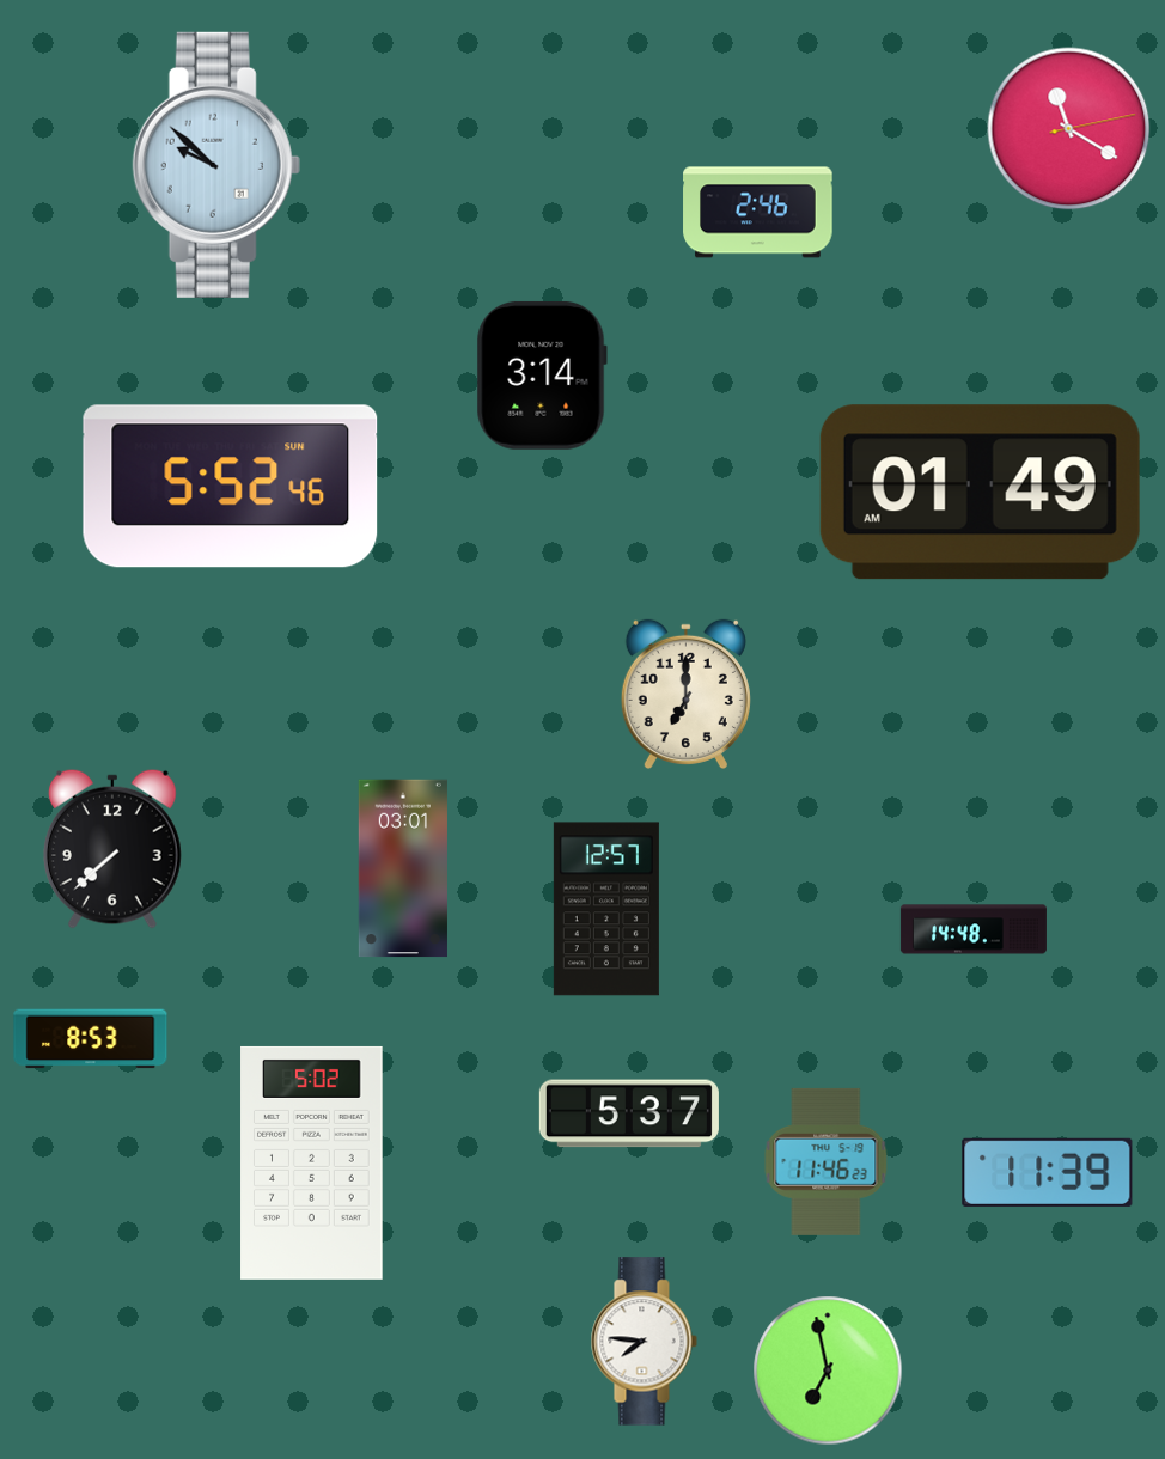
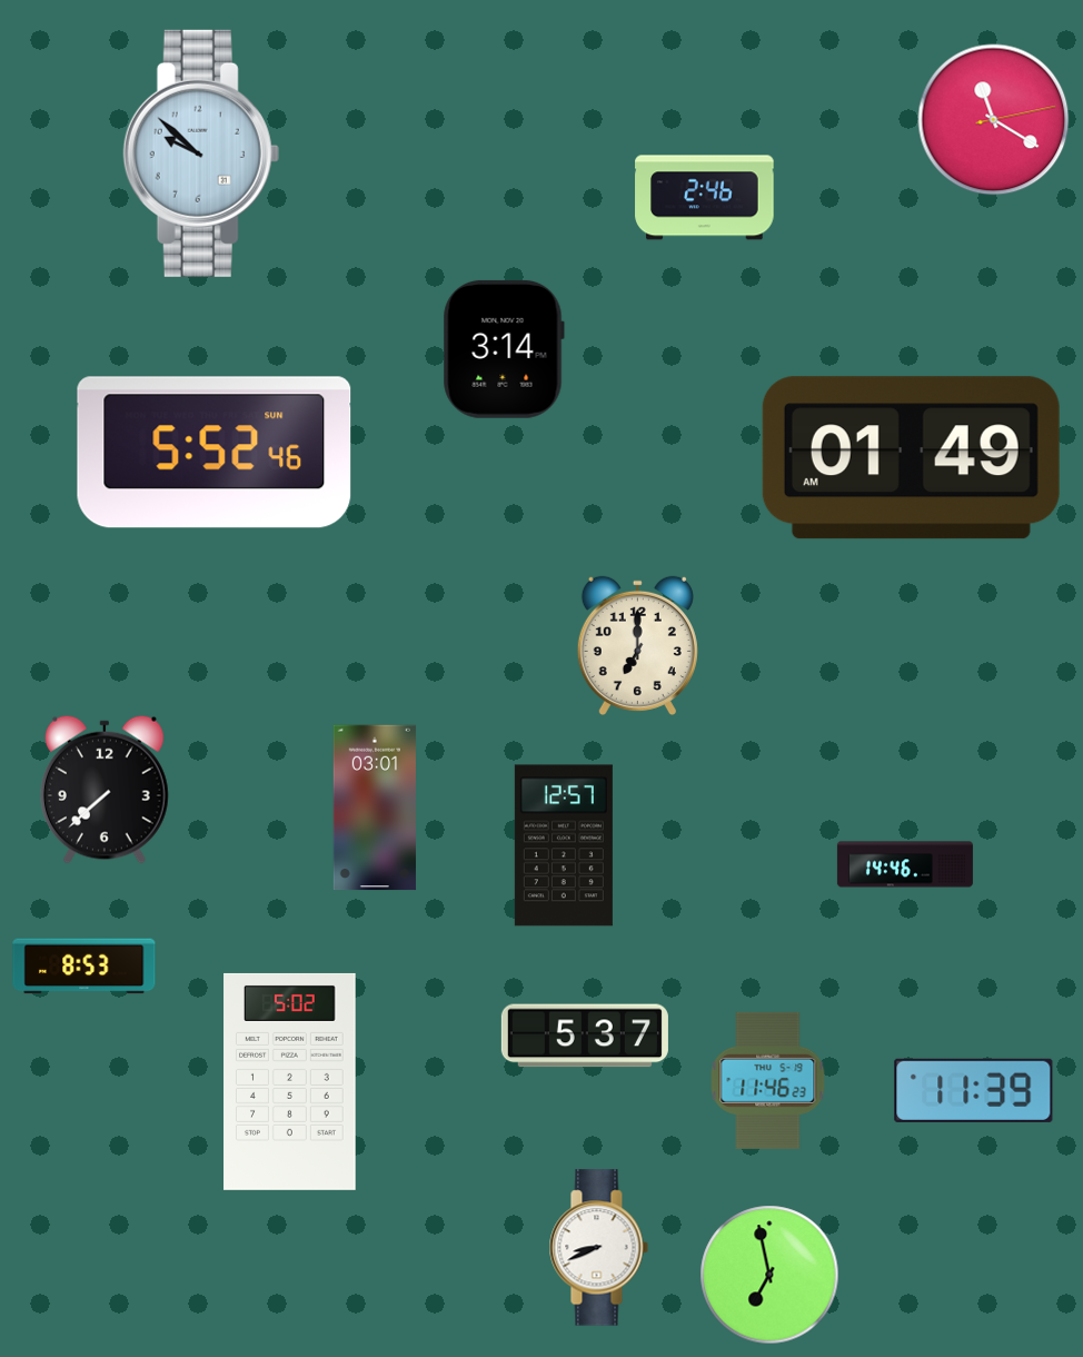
clock at (974, 929): 14:48 -> 14:46
clock at (644, 1342): 7:46 -> 8:41
